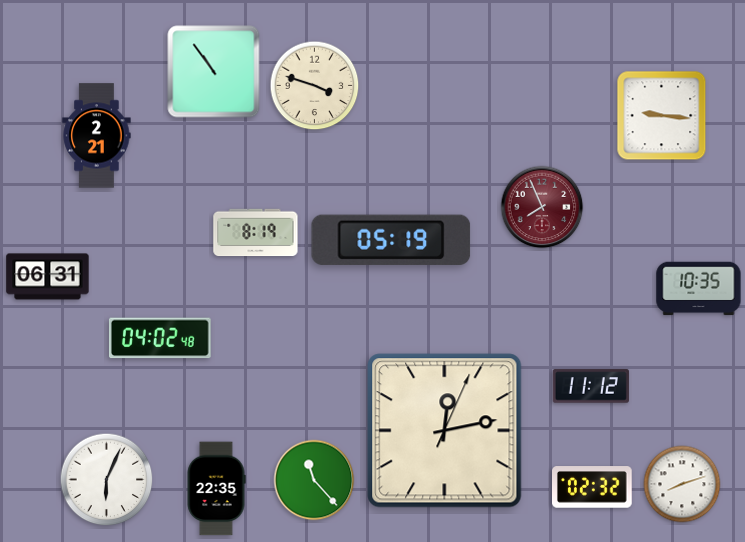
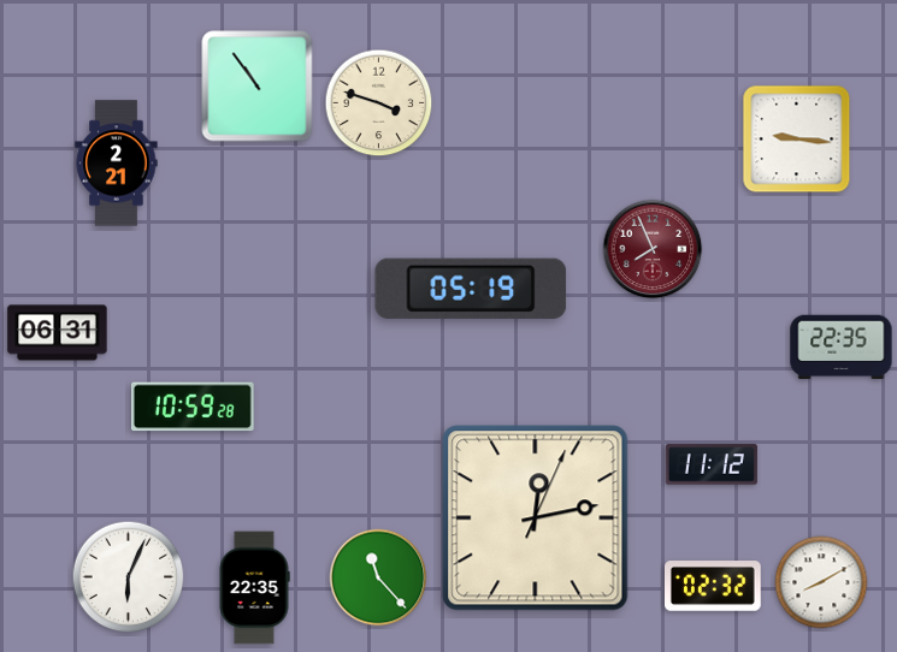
clock at (256, 233): 8:19 -> none
clock at (699, 289): 10:35 -> 22:35
clock at (160, 338): 04:02 -> 10:59
clock at (682, 484): 8:12 -> 8:10
clock at (216, 489) position: (216, 489) -> (254, 588)
